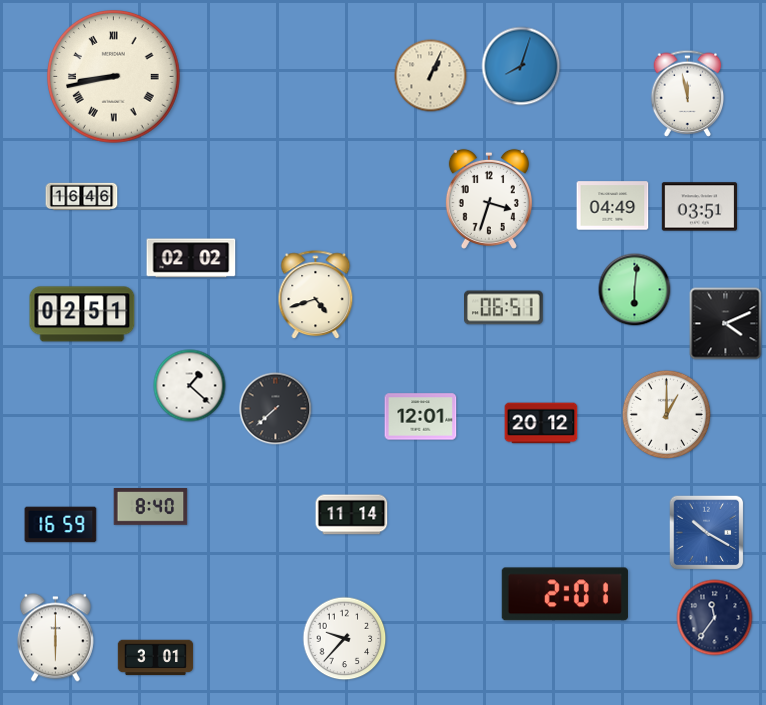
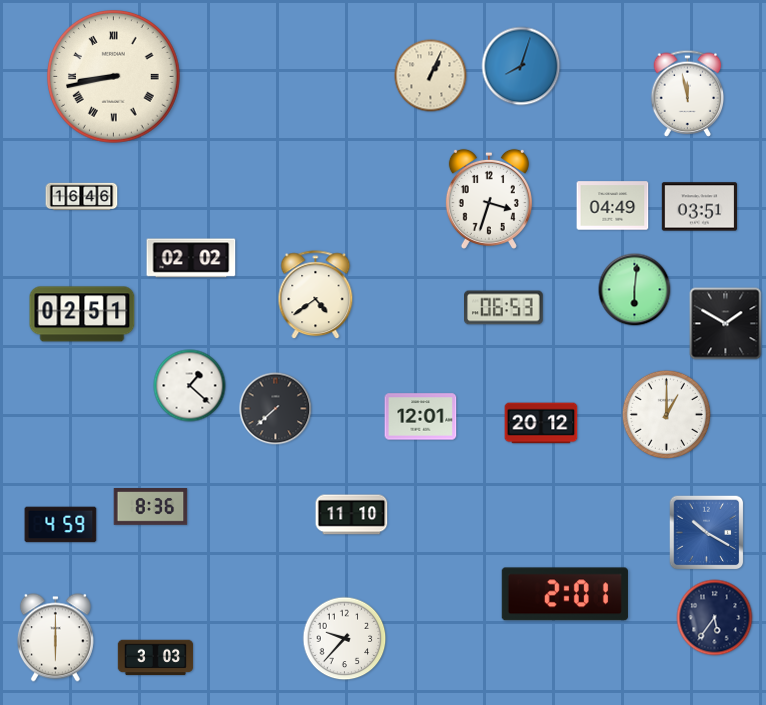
clock at (316, 295): 4:42 -> 4:39
clock at (504, 308): 06:51 -> 06:53
clock at (726, 324): 4:11 -> 1:50
clock at (151, 507): 8:40 -> 8:36
clock at (352, 515): 11:14 -> 11:10
clock at (61, 525): 16:59 -> 4:59
clock at (715, 618): 11:36 -> 5:36
clock at (156, 658): 3:01 -> 3:03
